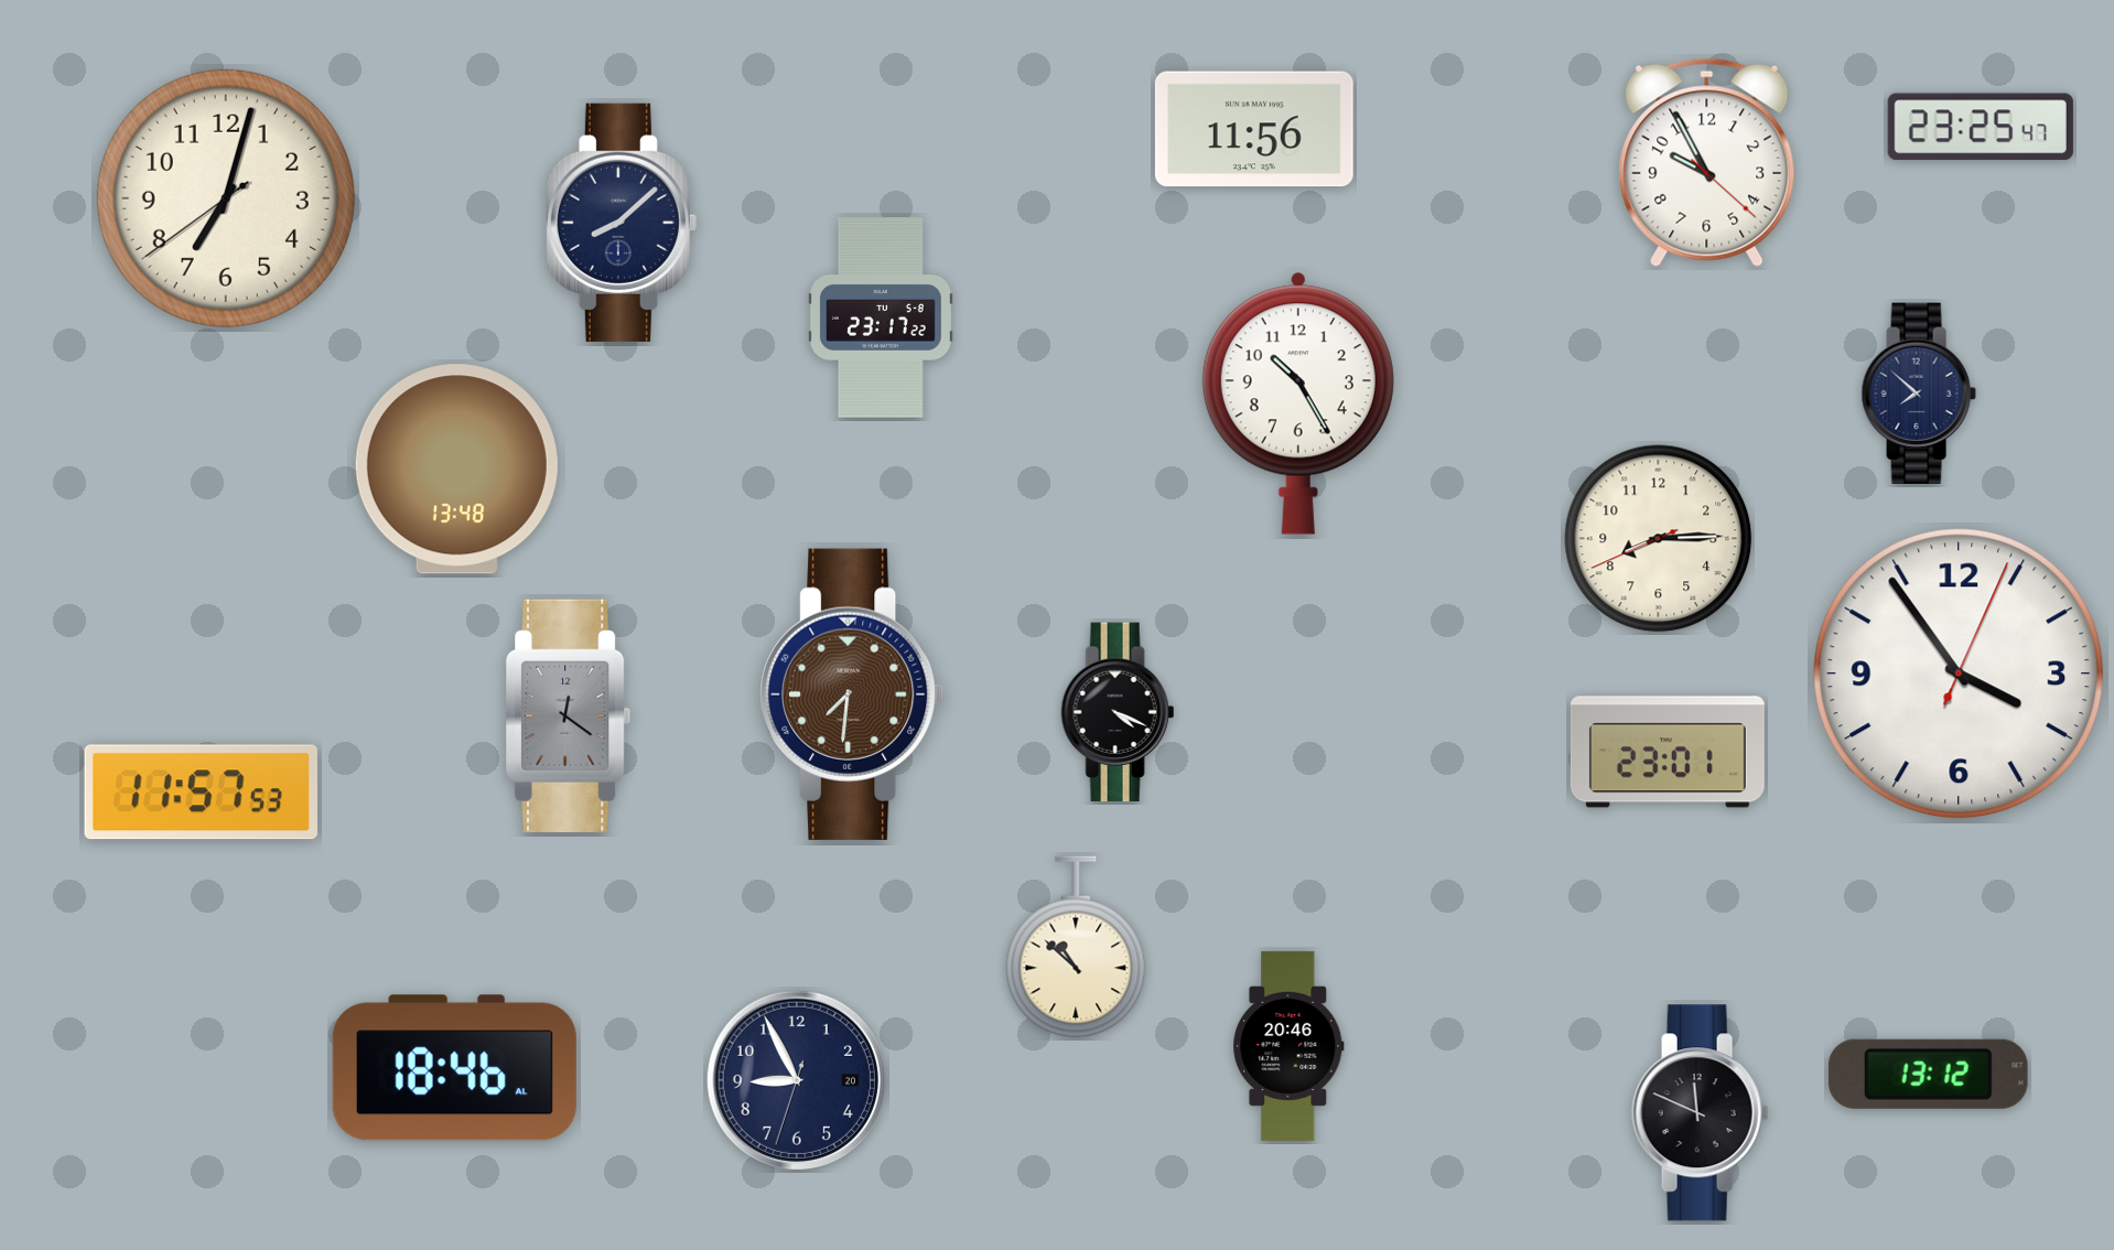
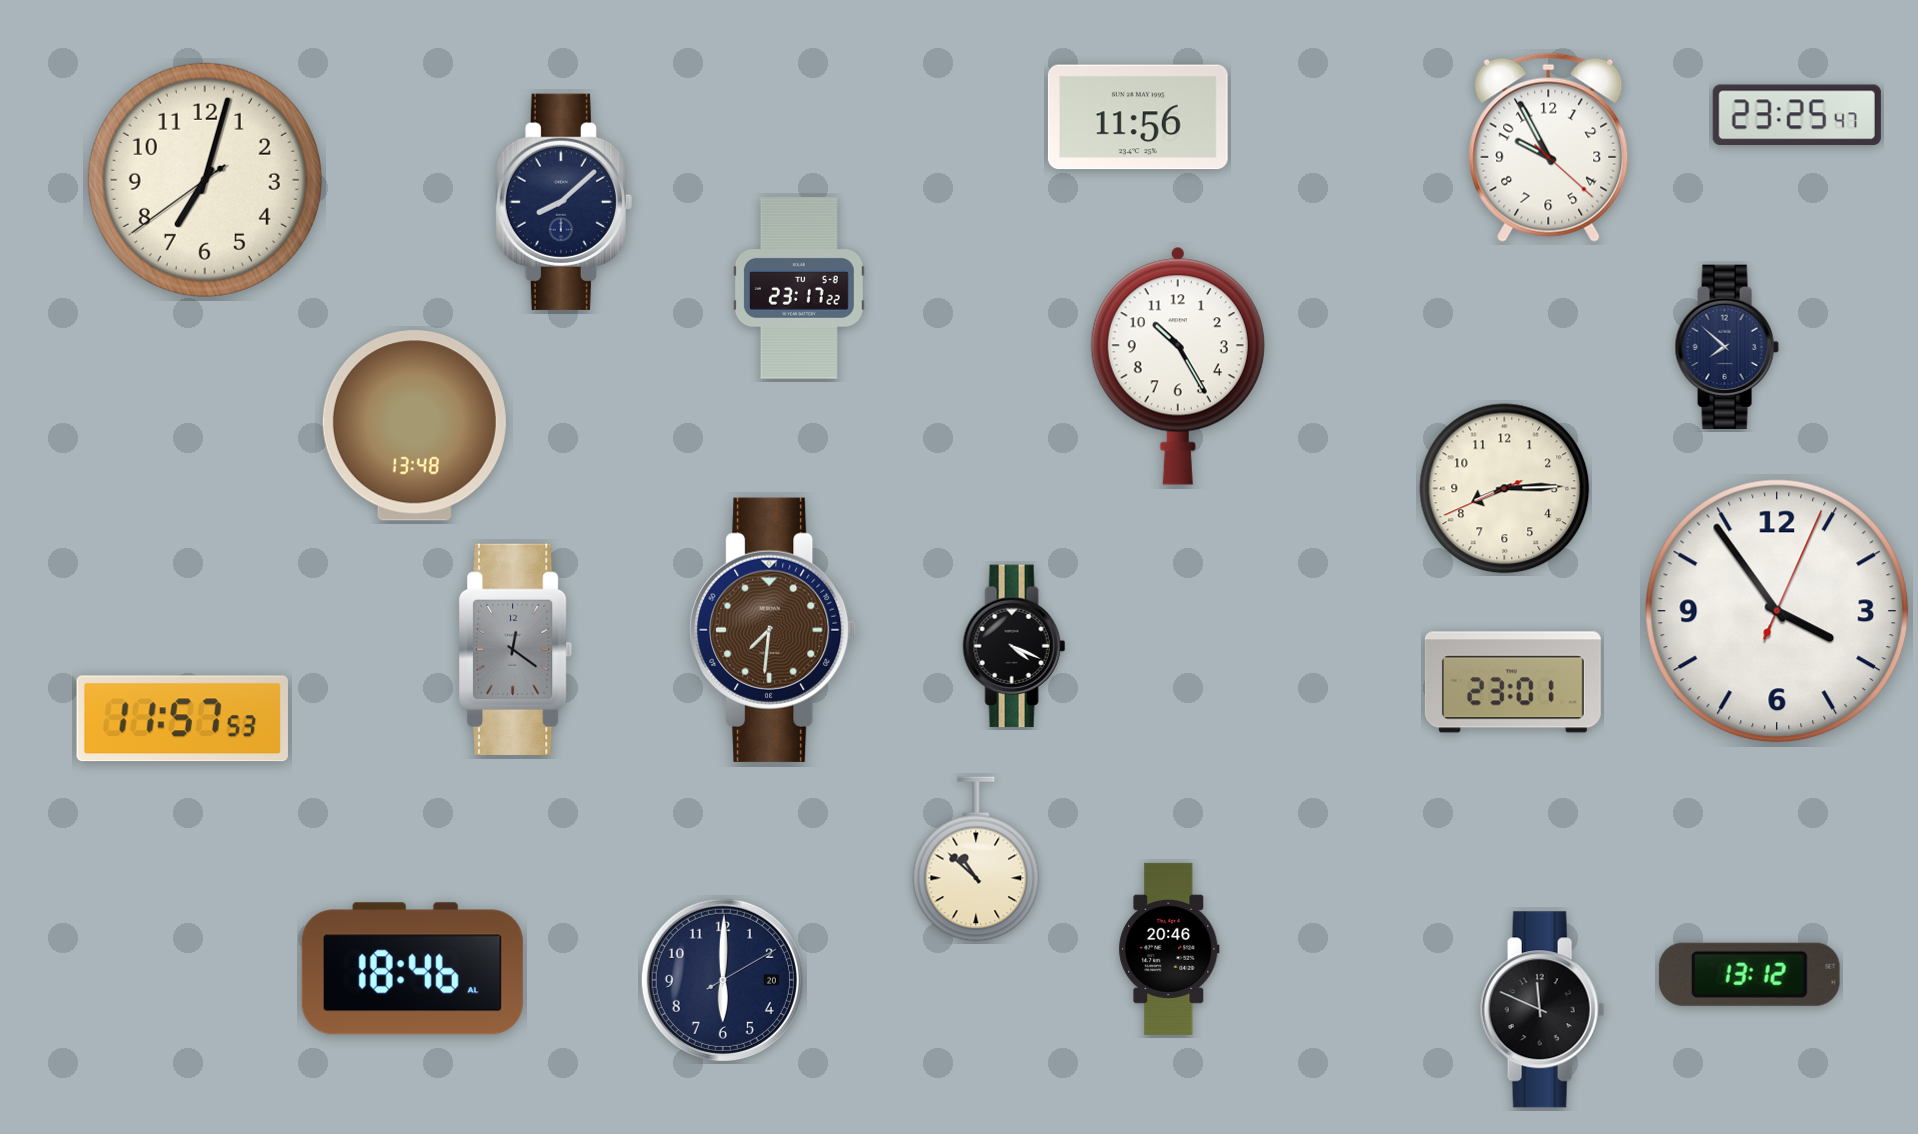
clock at (1919, 392) position: (1919, 392) -> (1727, 346)
clock at (797, 1080): 8:55 -> 6:00
